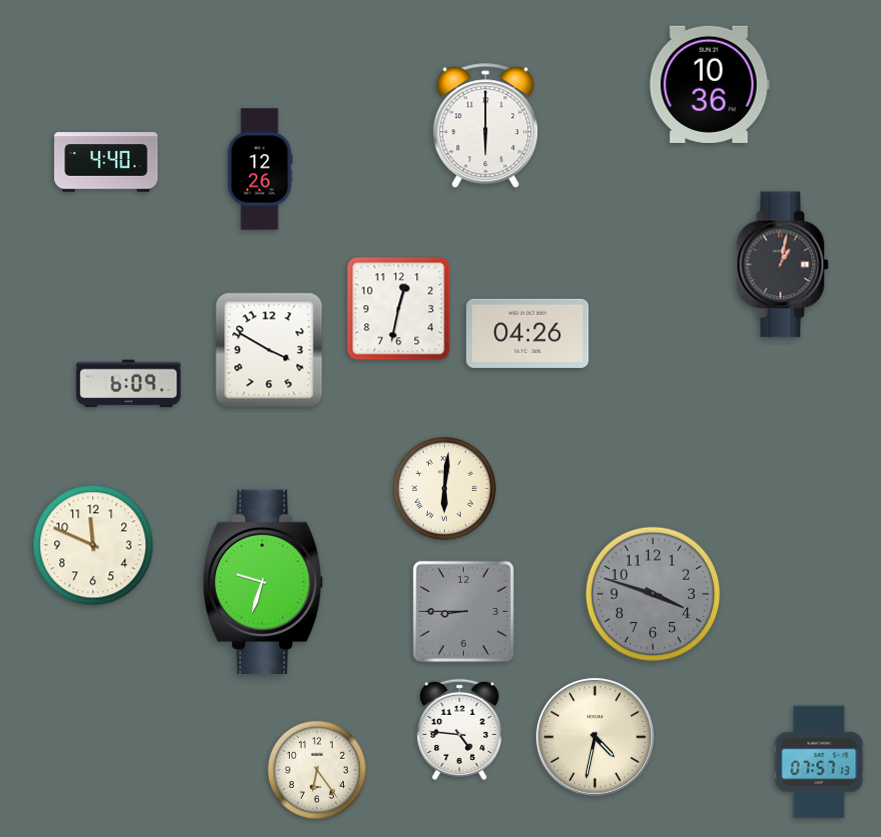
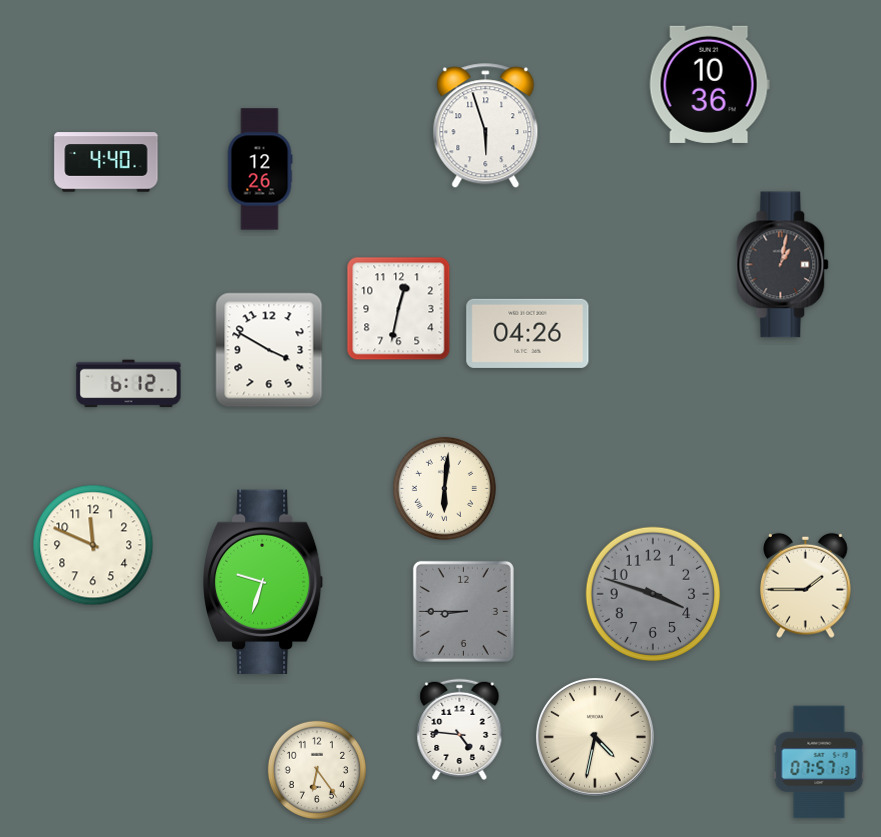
clock at (486, 126): 6:00 -> 5:57
clock at (129, 384): 6:09 -> 6:12
clock at (806, 585): none -> 1:45
